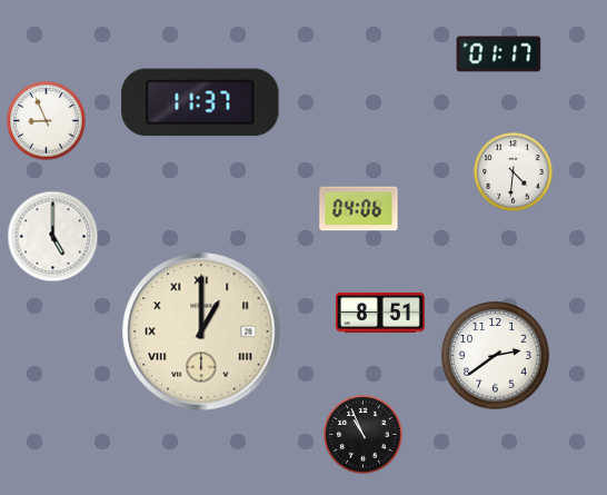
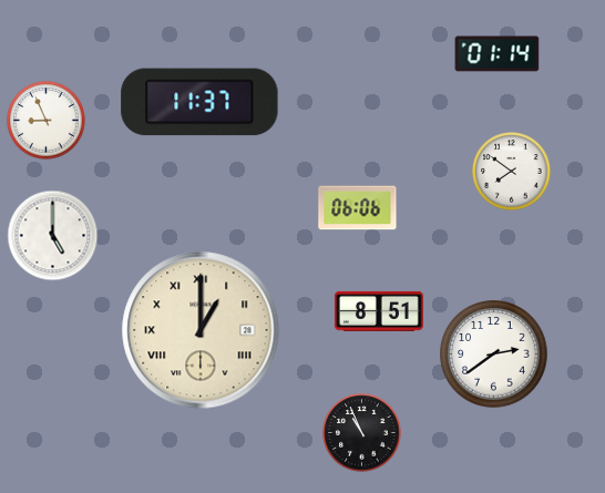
clock at (499, 55): 01:17 -> 01:14
clock at (514, 172): 4:31 -> 7:51
clock at (359, 209): 04:06 -> 06:06
